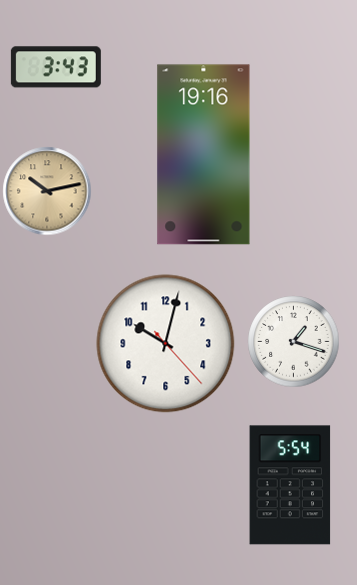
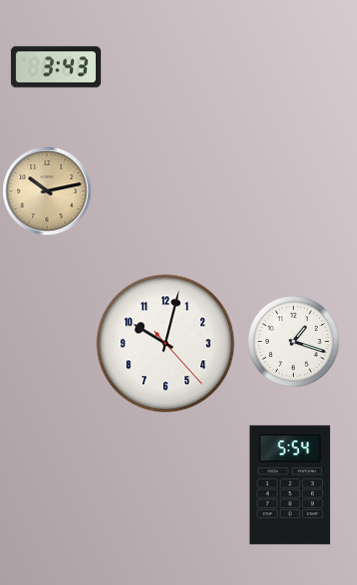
clock at (204, 155): 19:16 -> none
